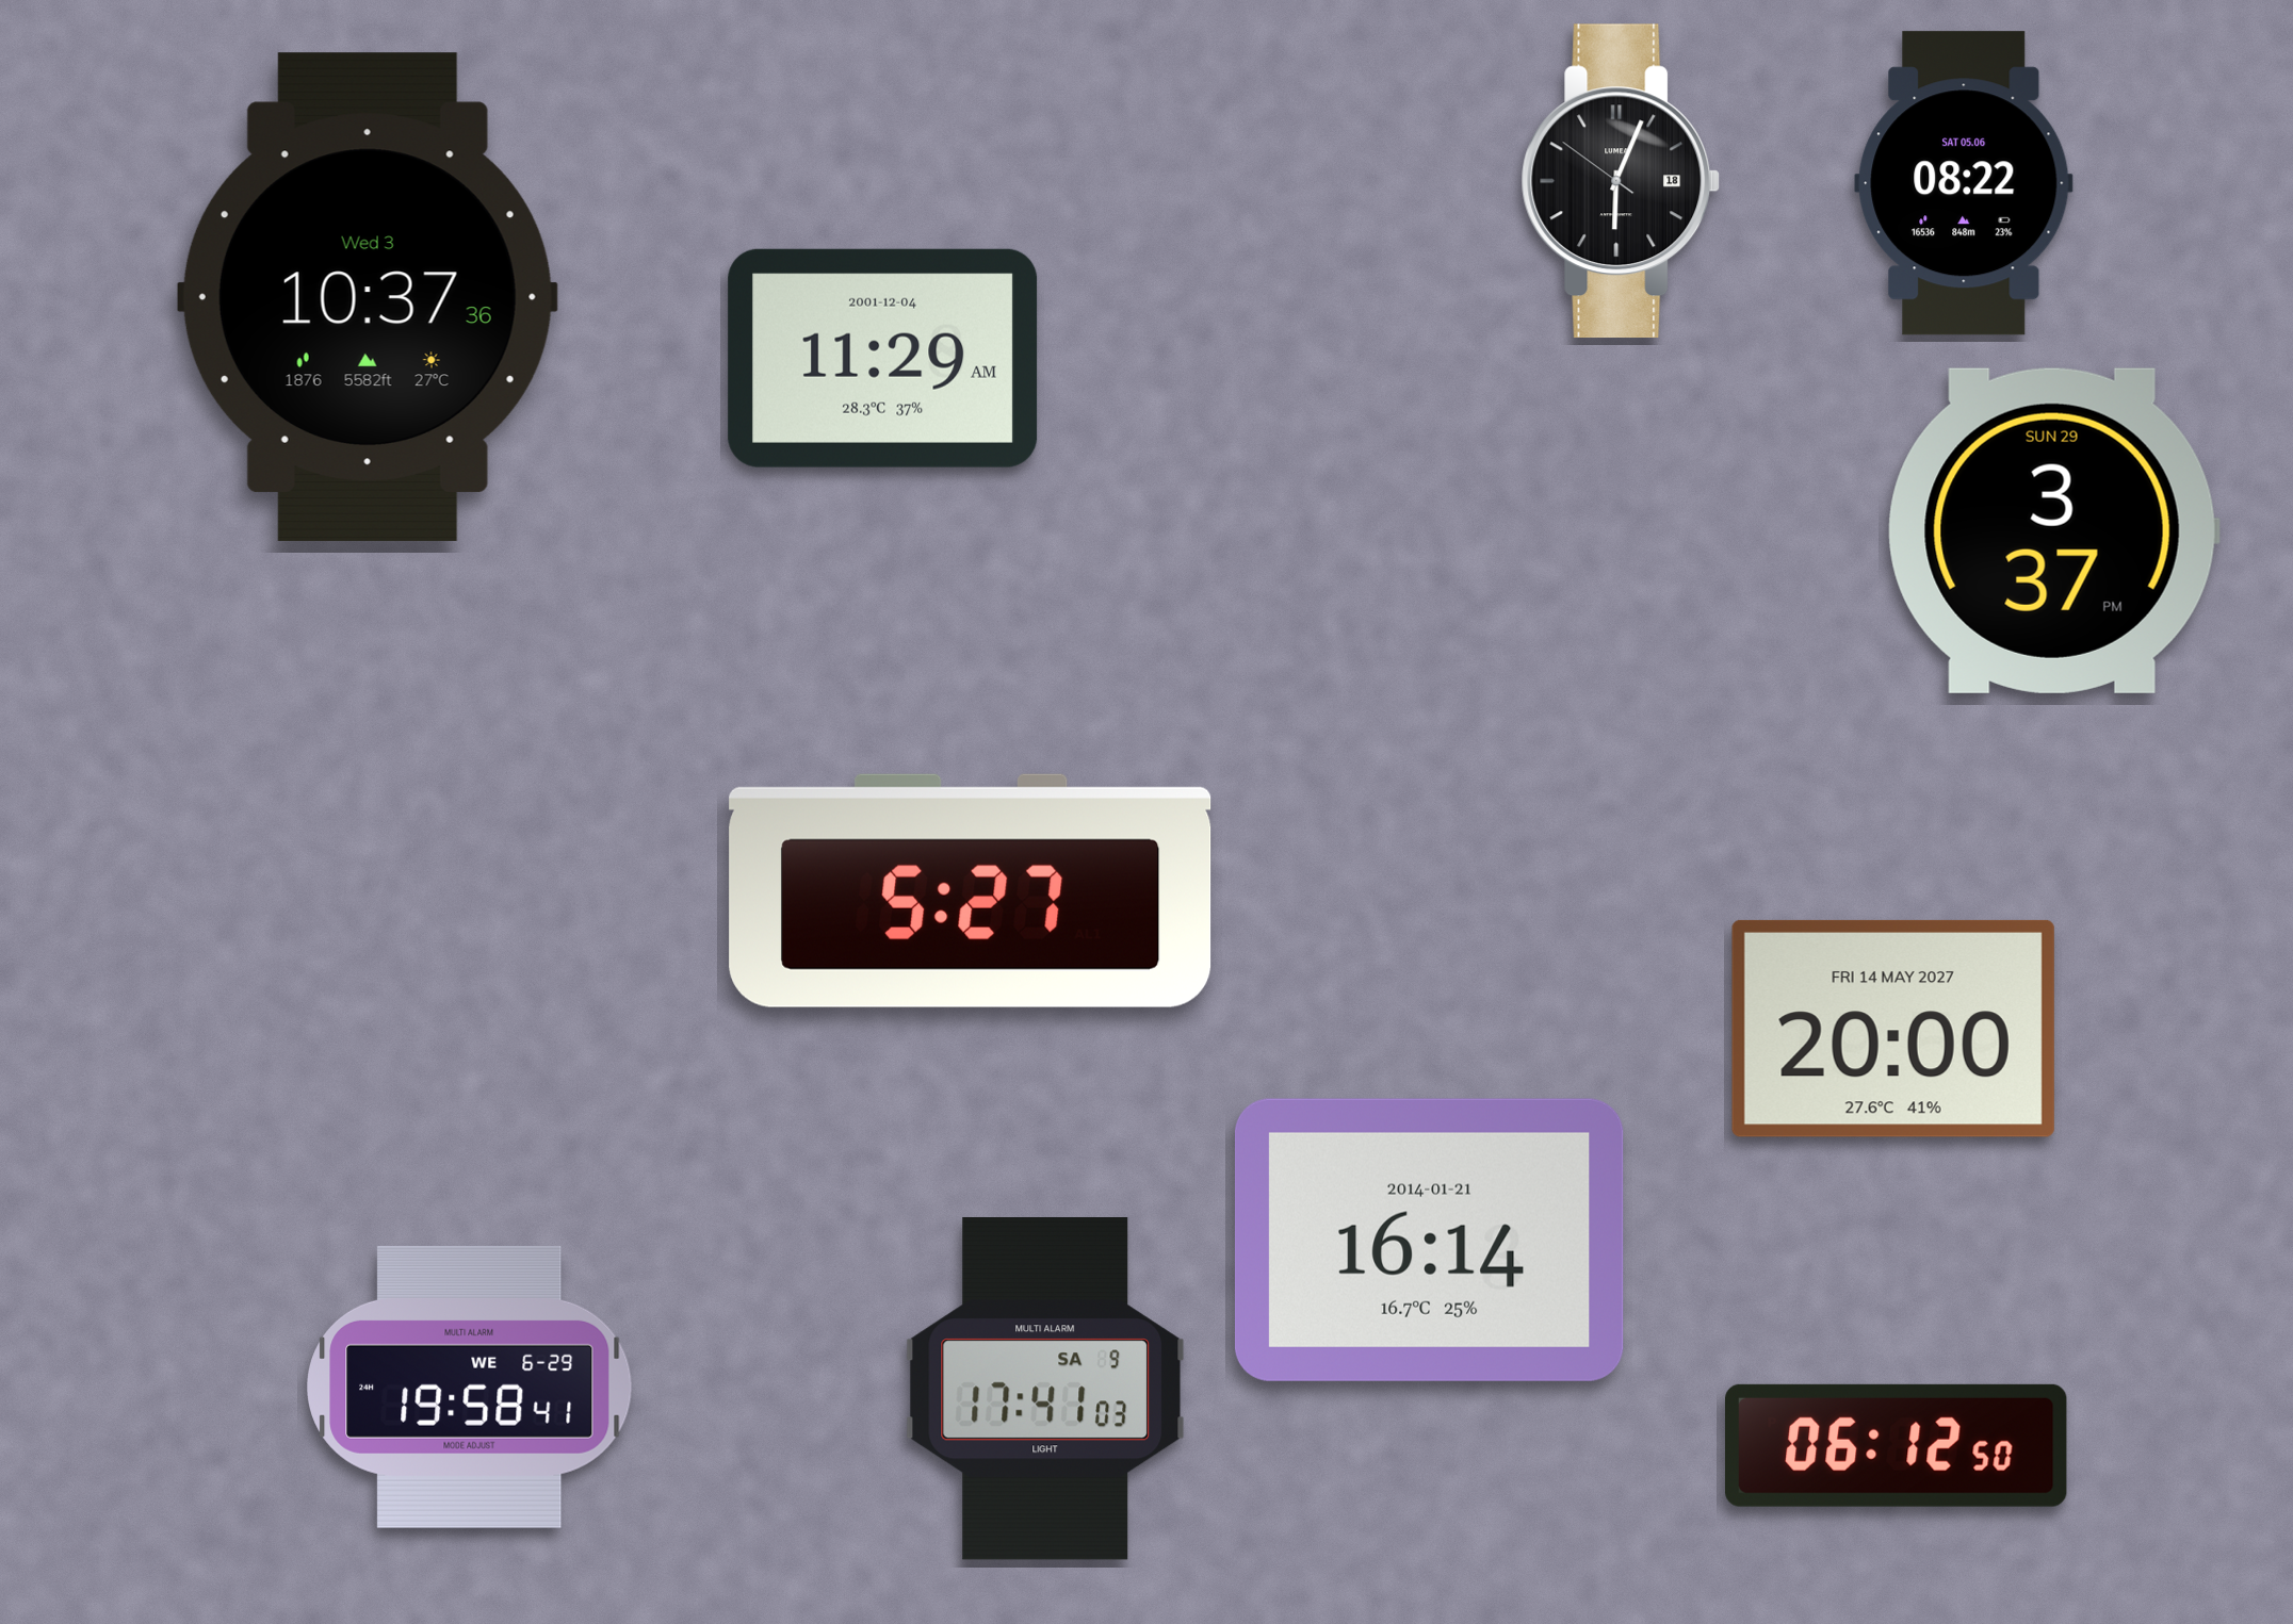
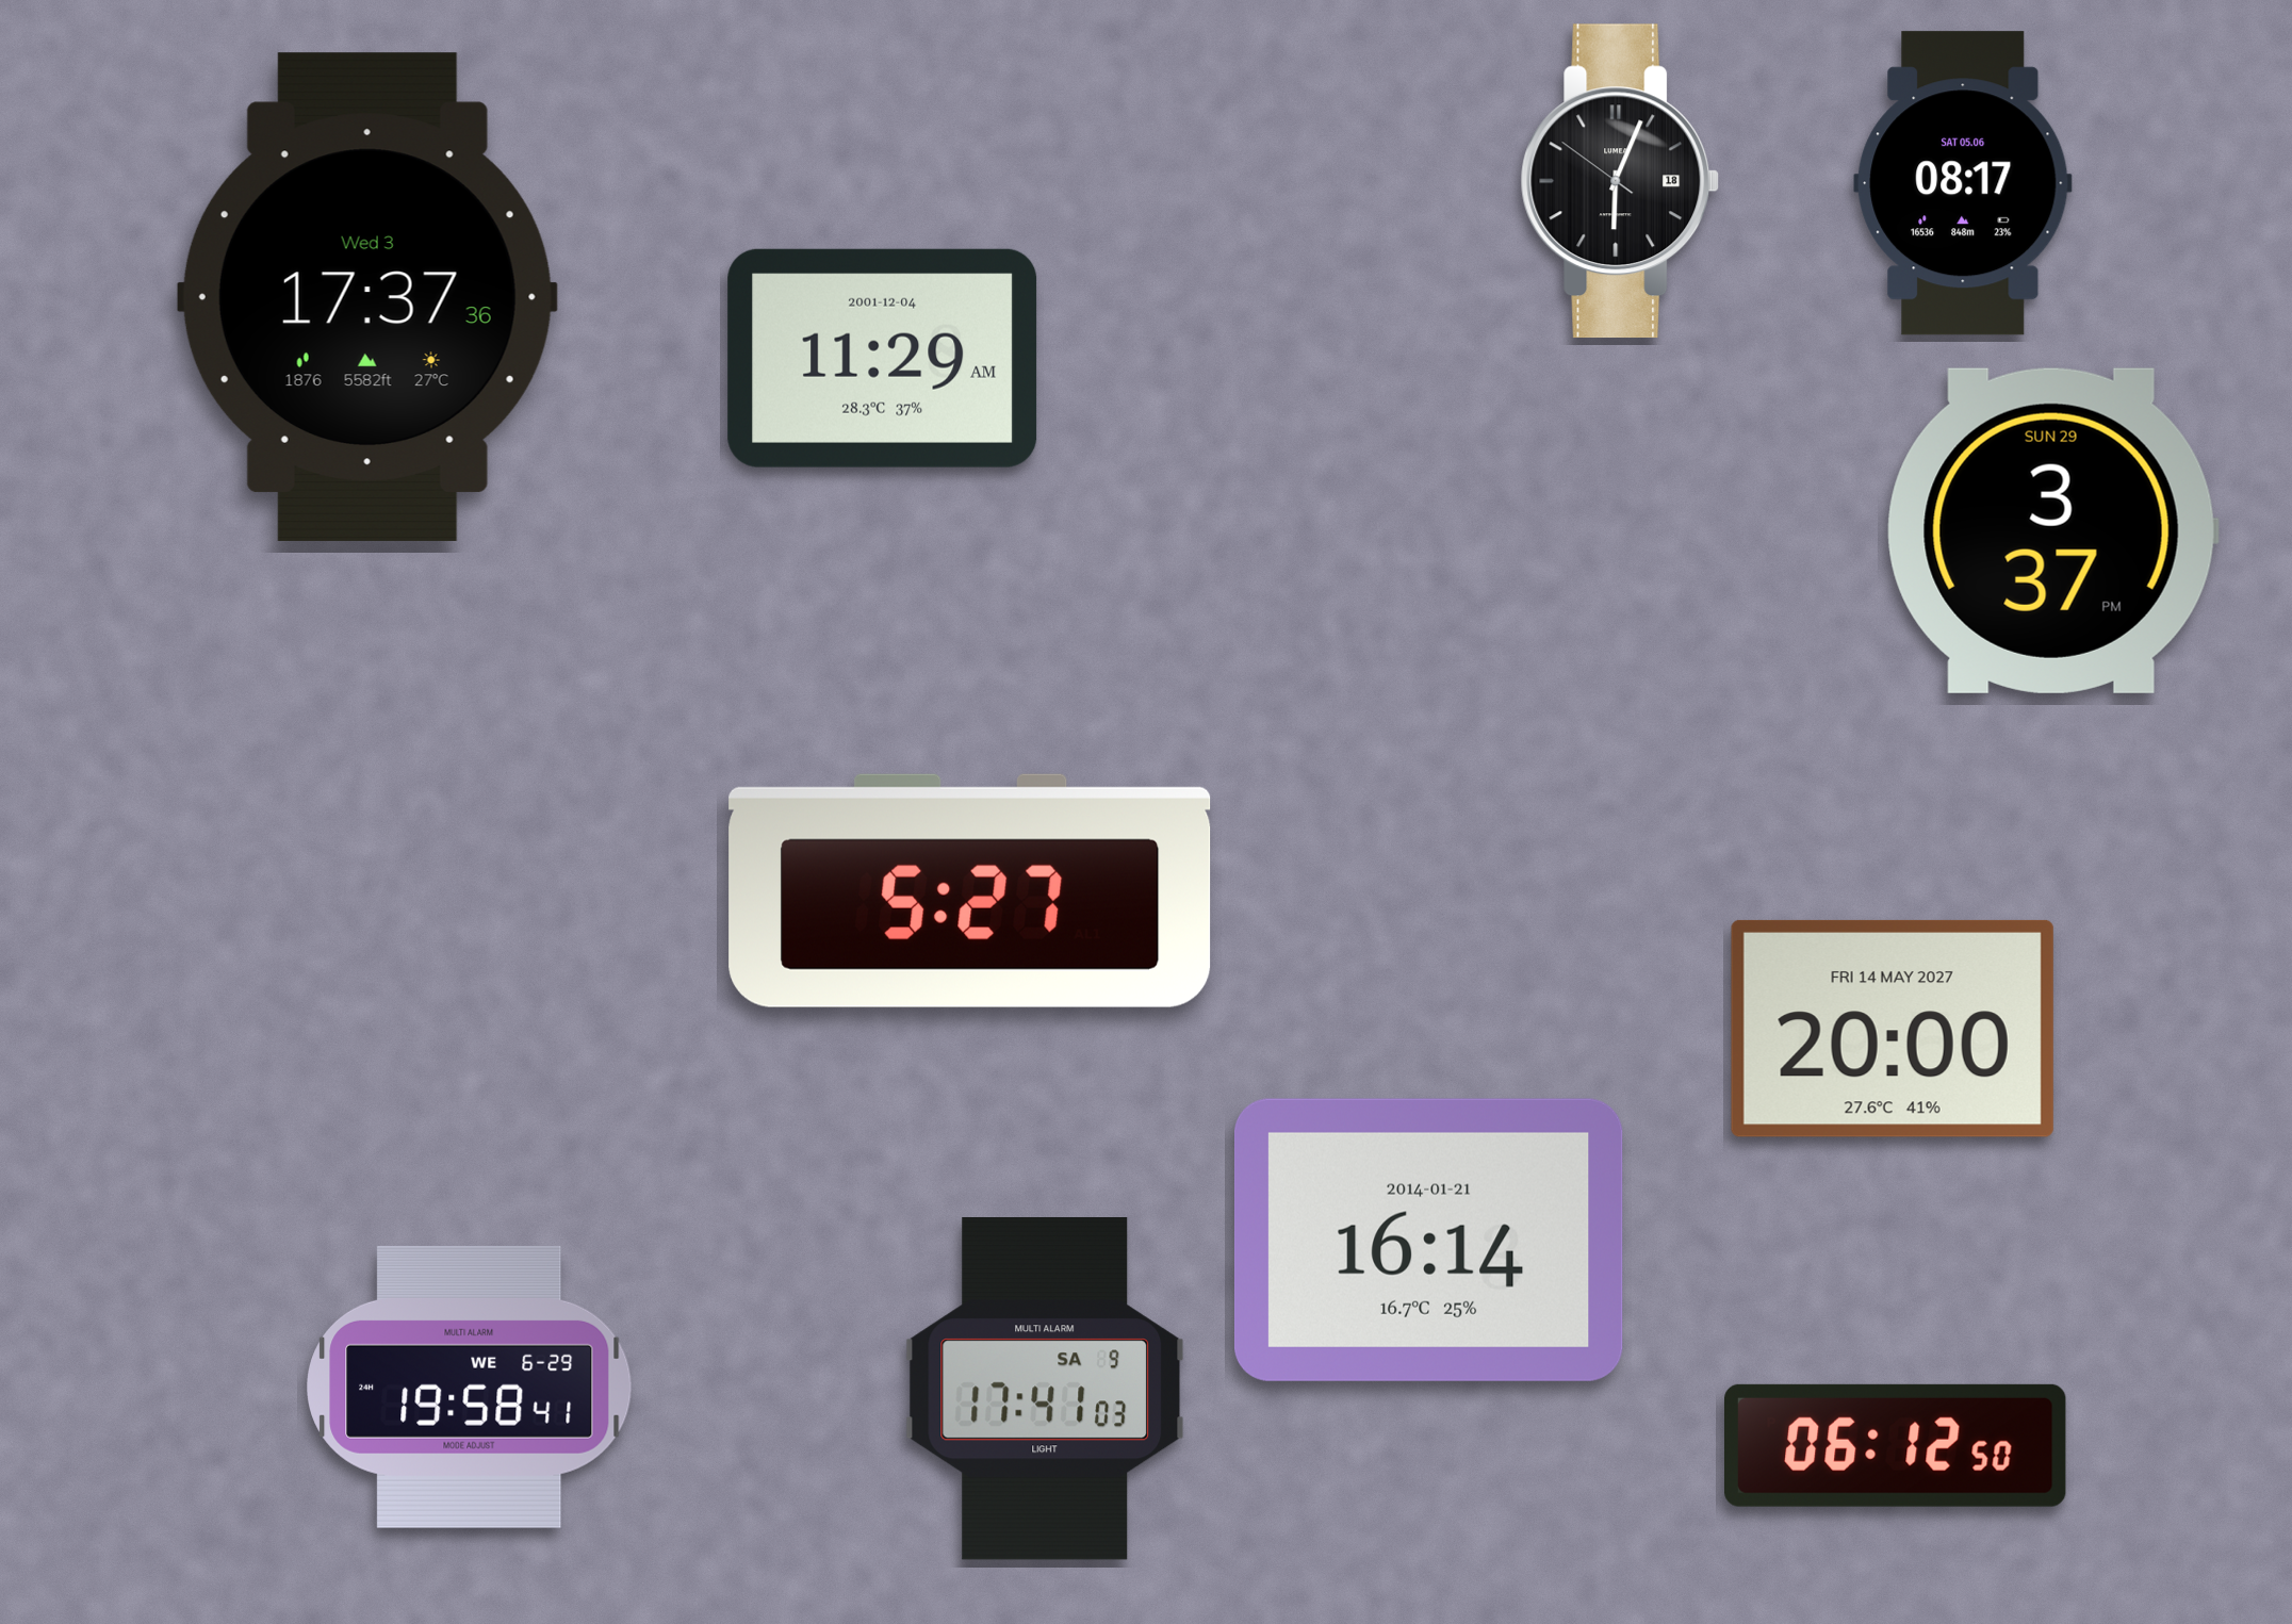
clock at (1964, 183): 08:22 -> 08:17
clock at (368, 297): 10:37 -> 17:37
